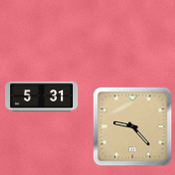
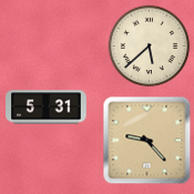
clock at (150, 47): none -> 5:38
